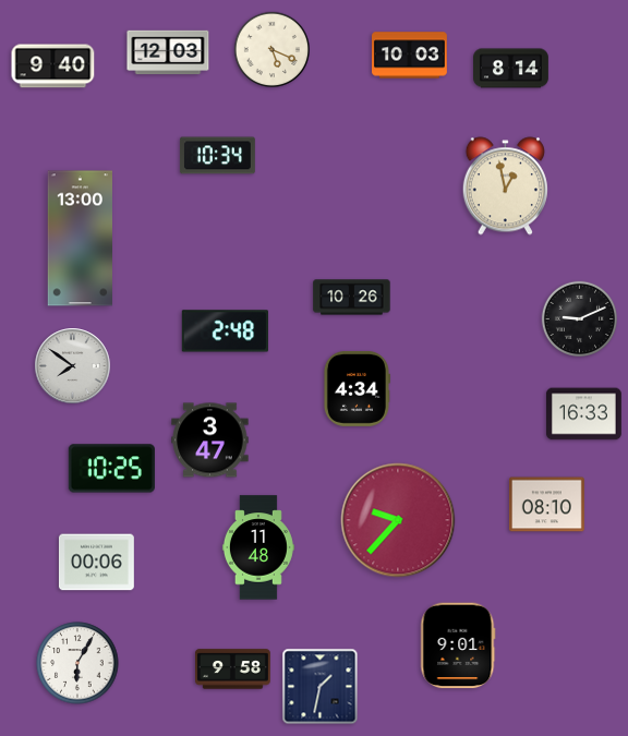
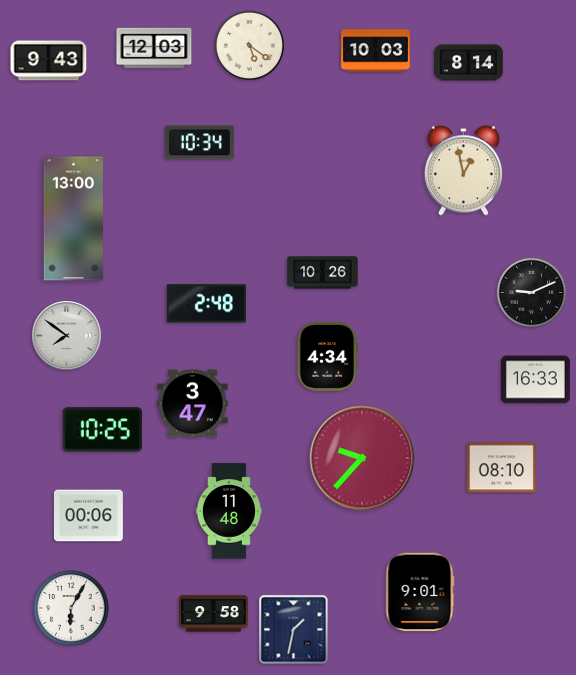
clock at (271, 49): 5:19 -> 5:21
clock at (53, 67): 9:40 -> 9:43
clock at (546, 505) position: (546, 505) -> (501, 468)
clock at (398, 520) position: (398, 520) -> (362, 458)
clock at (258, 547) position: (258, 547) -> (229, 511)
